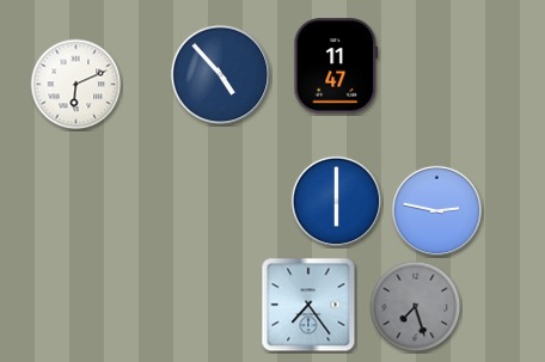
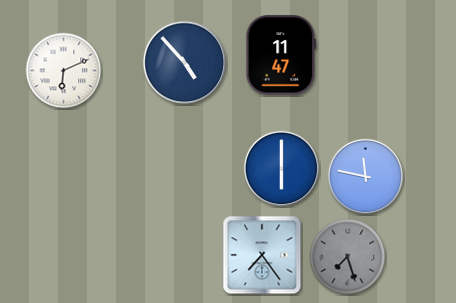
clock at (436, 210): 2:47 -> 11:47
clock at (308, 305) position: (308, 305) -> (262, 255)
